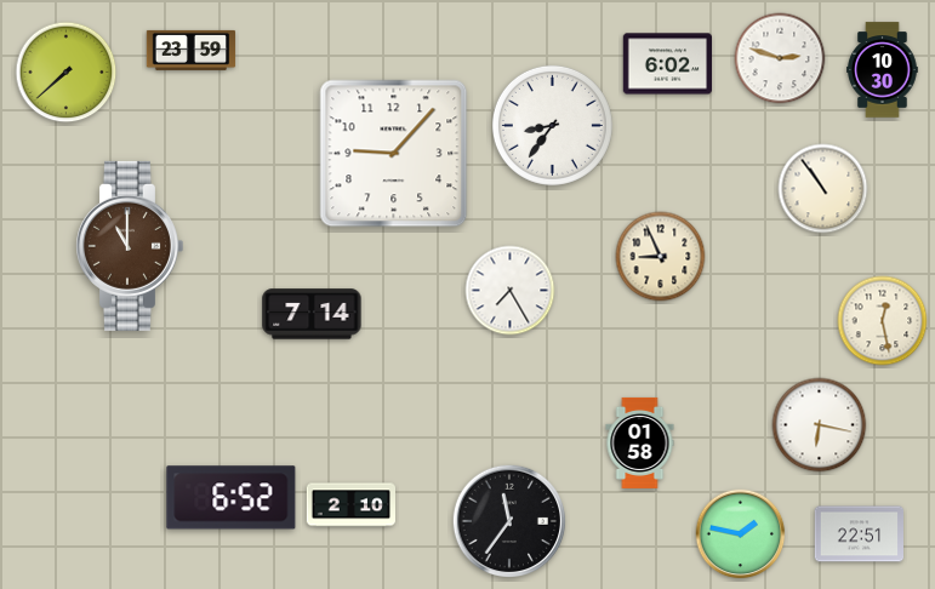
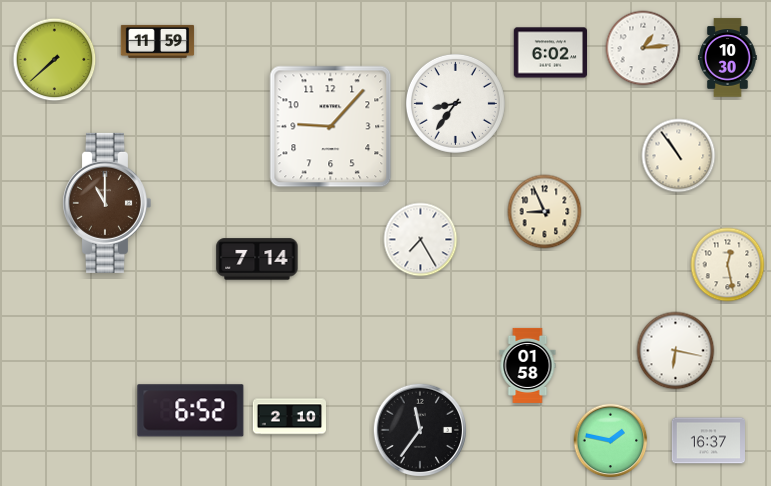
clock at (192, 50): 23:59 -> 11:59
clock at (780, 58): 2:48 -> 1:14
clock at (394, 154) position: (394, 154) -> (331, 127)
clock at (859, 534): 22:51 -> 16:37
